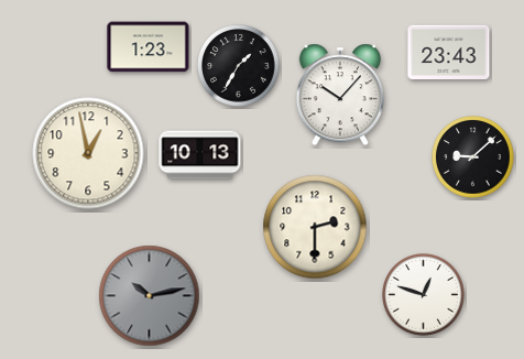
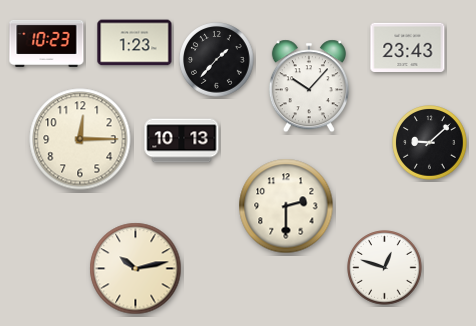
clock at (47, 43): none -> 10:23
clock at (239, 66): 1:35 -> 1:37
clock at (88, 153): 12:58 -> 12:15
clock at (150, 296) dial: grey -> cream
